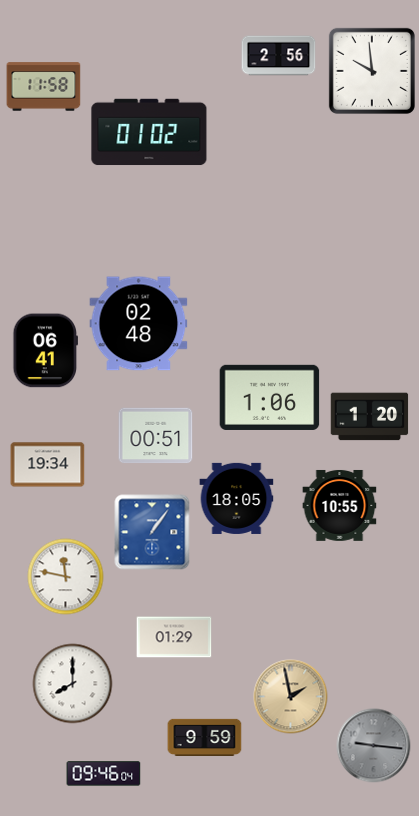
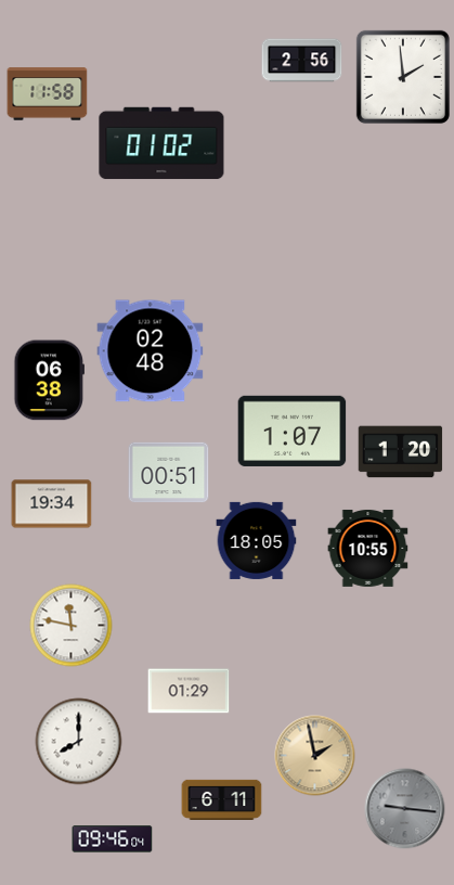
clock at (372, 71): 9:59 -> 1:59
clock at (45, 351): 06:41 -> 06:38
clock at (270, 397): 1:06 -> 1:07
clock at (152, 532): 1:06 -> none
clock at (205, 737): 9:59 -> 6:11
